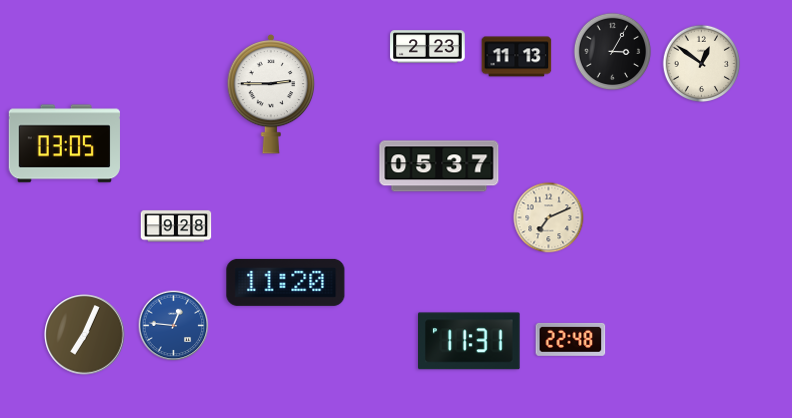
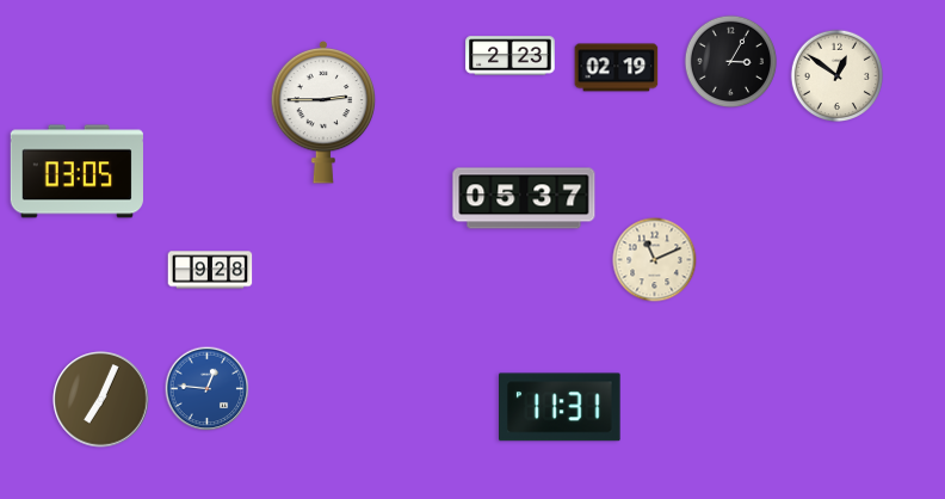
clock at (517, 57): 11:13 -> 02:19
clock at (549, 218): 7:11 -> 11:11
clock at (286, 282): 11:20 -> none
clock at (571, 339): 22:48 -> none
